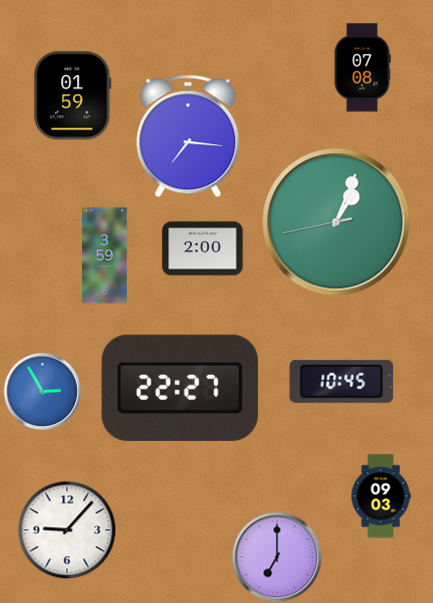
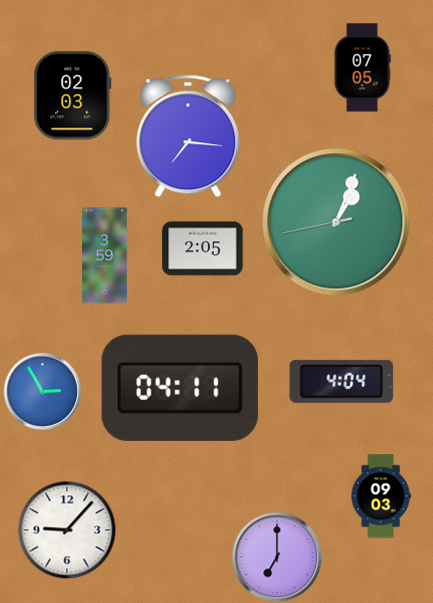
clock at (362, 68): 07:08 -> 07:05
clock at (73, 96): 01:59 -> 02:03
clock at (203, 249): 2:00 -> 2:05
clock at (342, 381): 10:45 -> 4:04
clock at (180, 388): 22:27 -> 04:11
